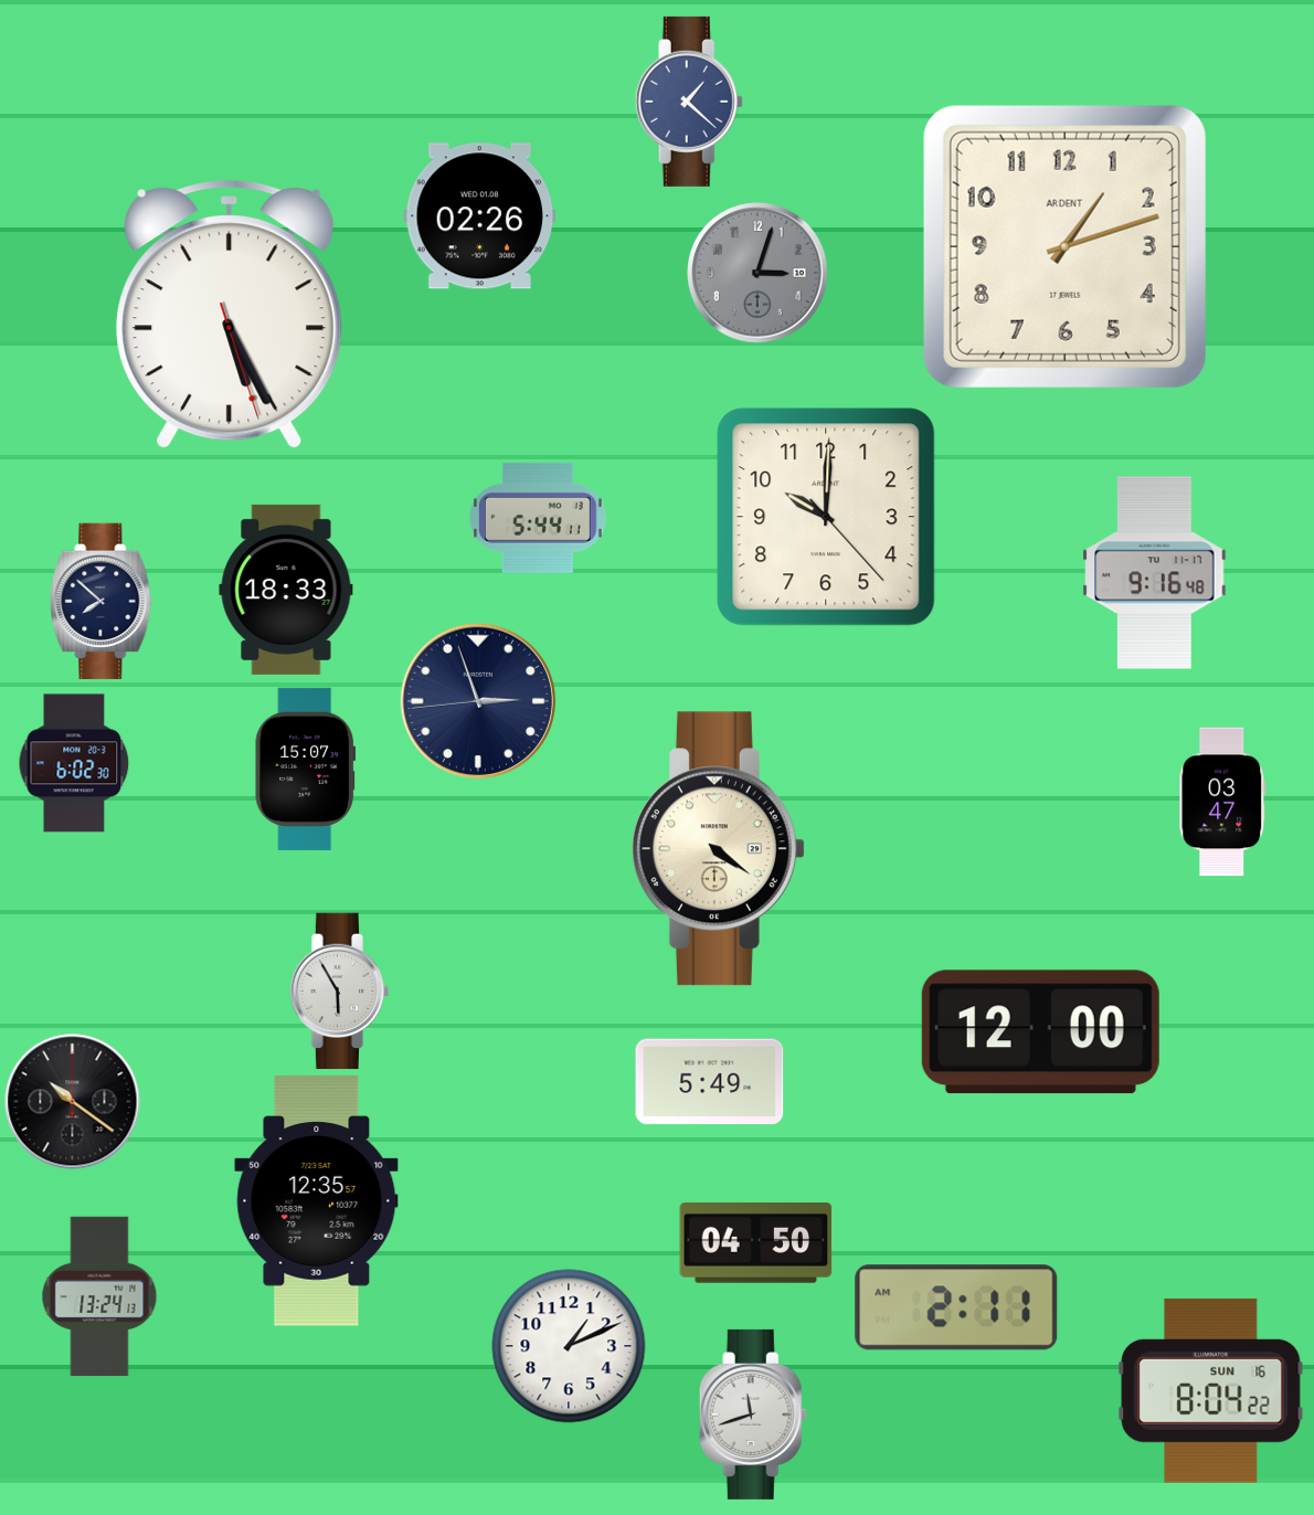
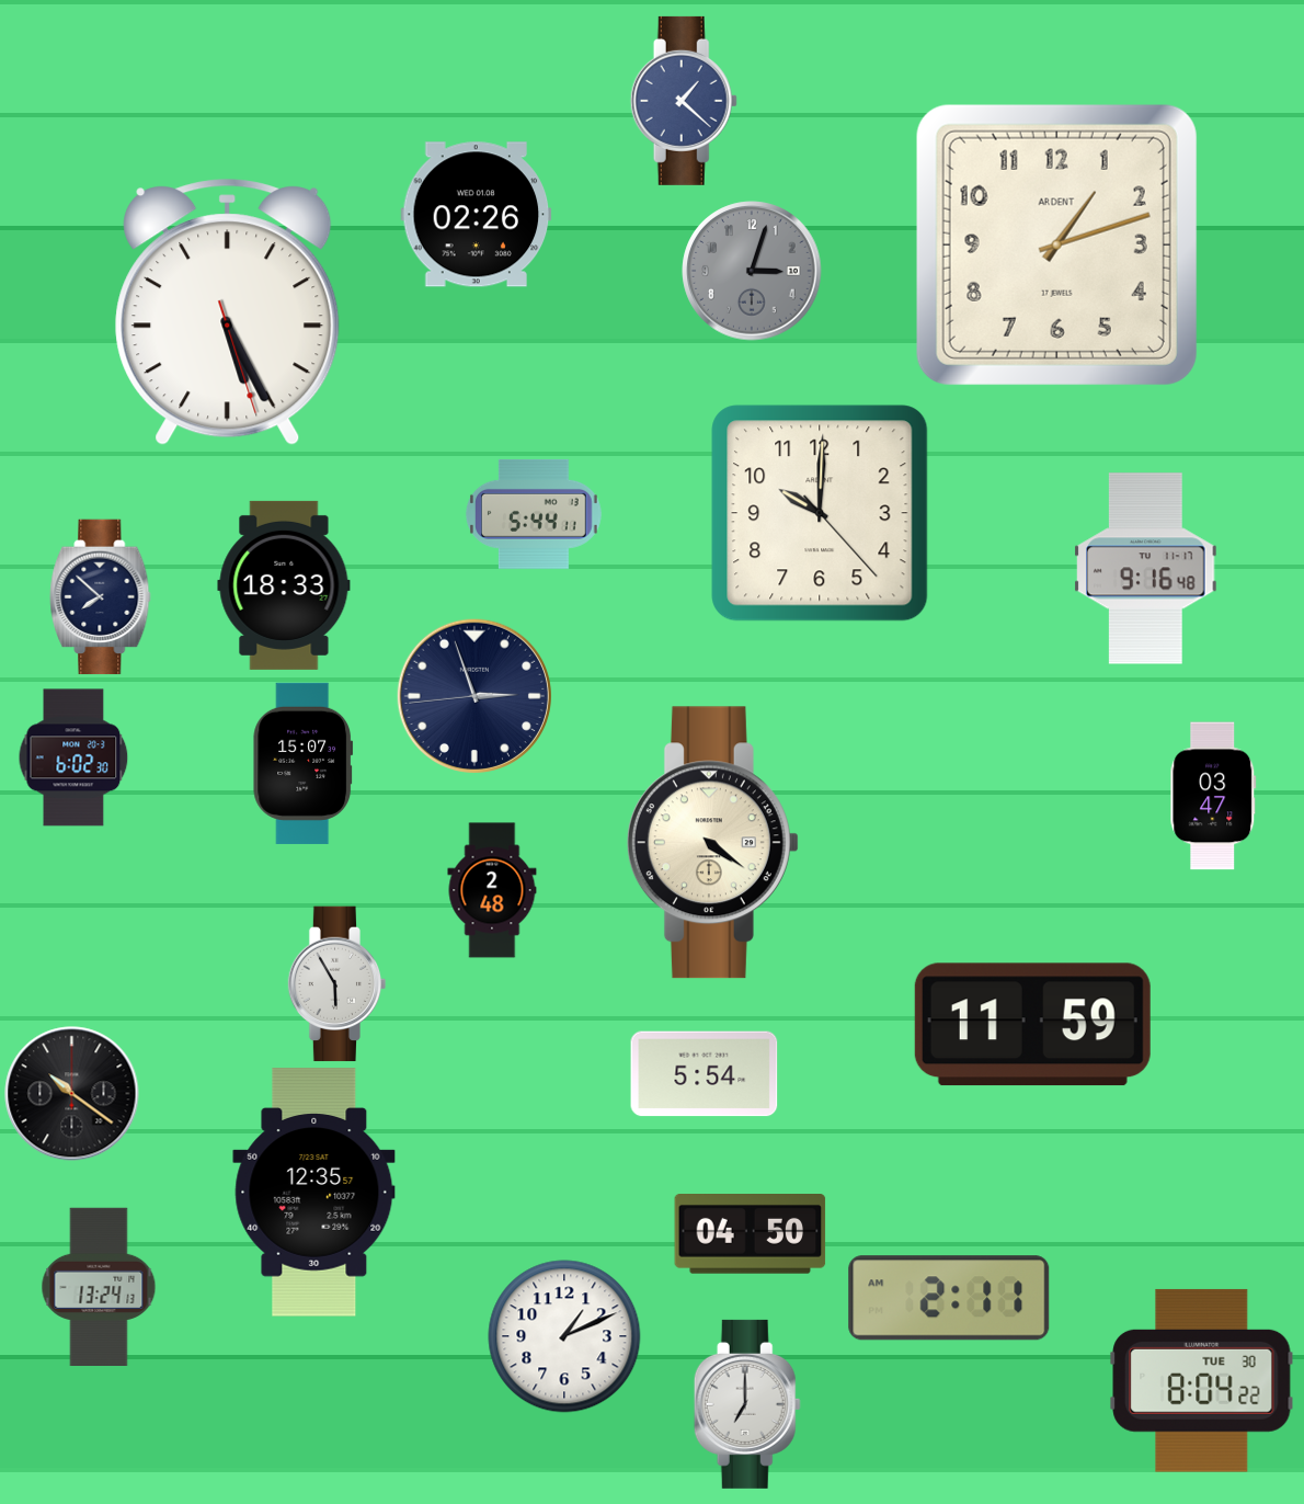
clock at (492, 890): none -> 2:48
clock at (1040, 1032): 12:00 -> 11:59
clock at (710, 1082): 5:49 -> 5:54
clock at (1211, 1390) date: SUN 16 -> TUE 30
clock at (753, 1415): 11:42 -> 7:00
